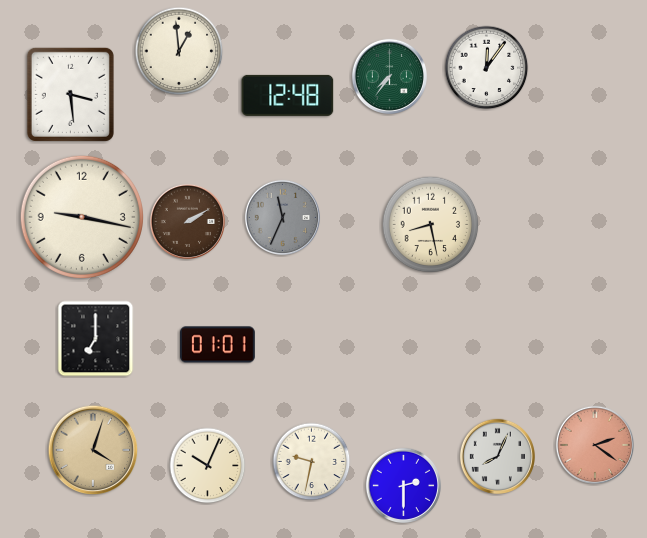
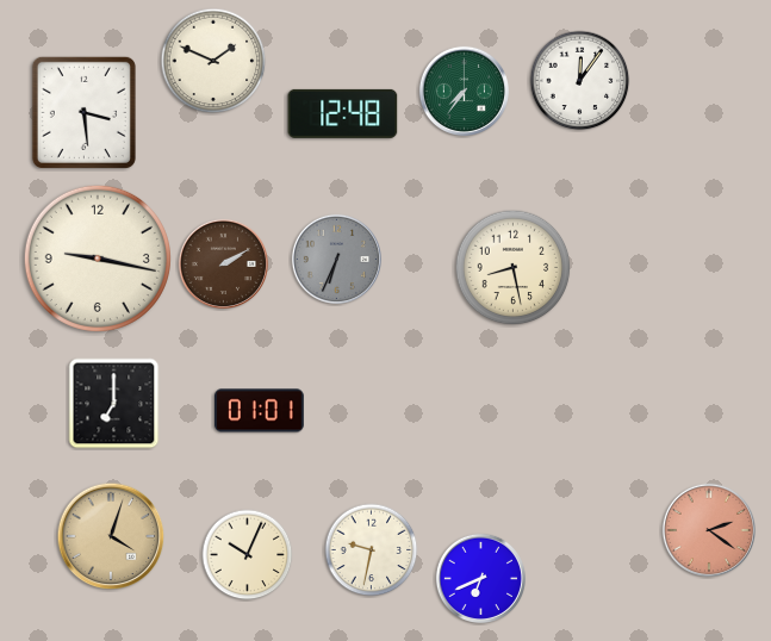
clock at (179, 51): 12:59 -> 1:49
clock at (282, 217): 11:34 -> 6:34
clock at (497, 456): 8:04 -> none
clock at (403, 485): 2:30 -> 6:41
